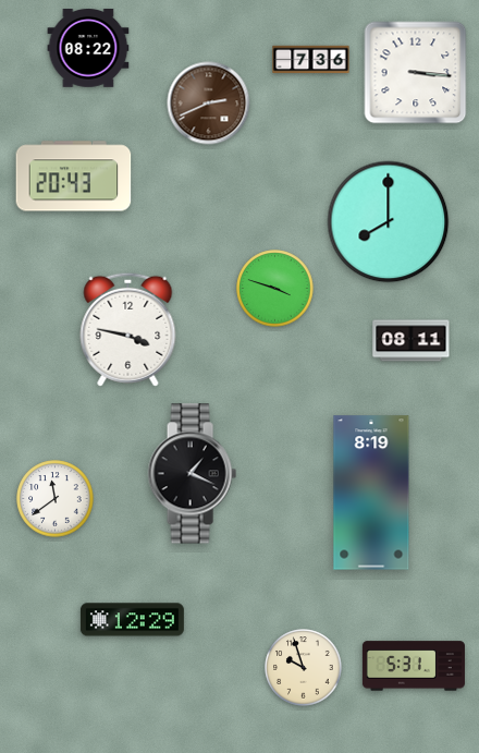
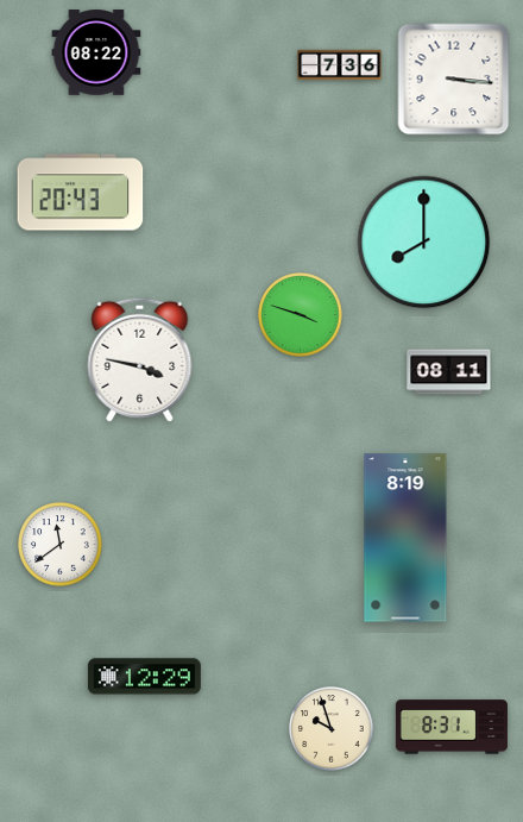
clock at (209, 104): 2:41 -> none
clock at (192, 474): 1:19 -> none
clock at (414, 666): 5:31 -> 8:31
